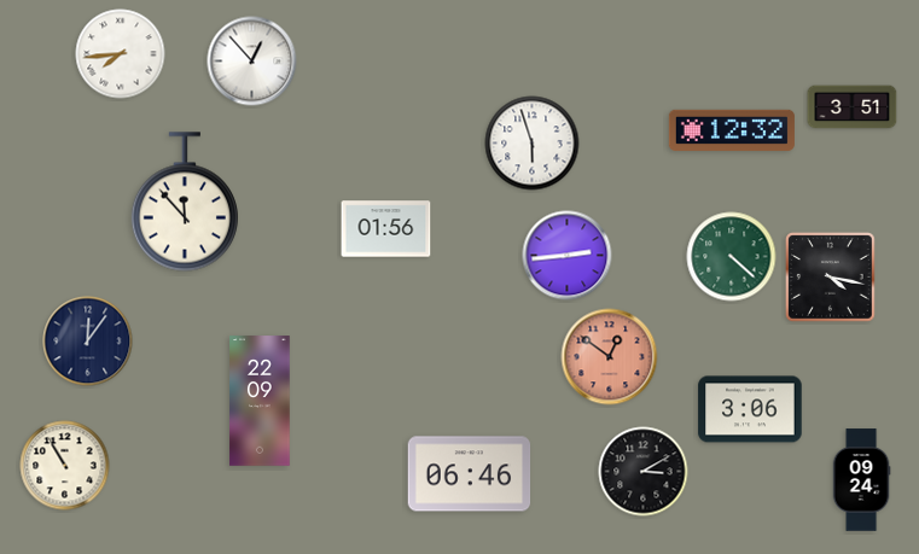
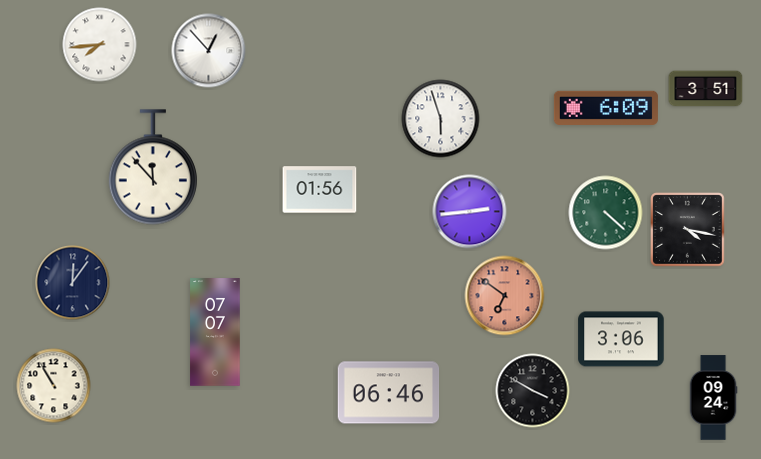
clock at (732, 129): 12:32 -> 6:09
clock at (610, 357): 12:51 -> 6:51
clock at (260, 401): 22:09 -> 07:07
clock at (644, 472): 3:10 -> 3:50
